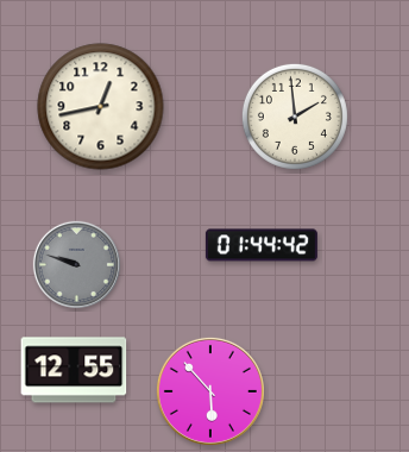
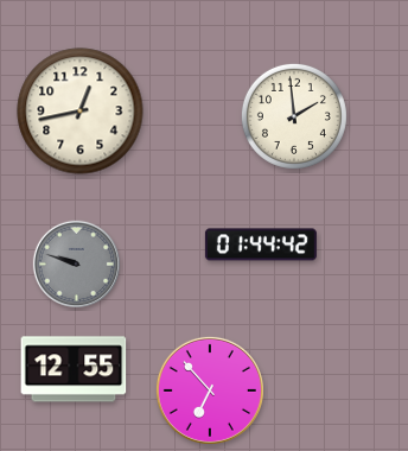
clock at (101, 107) position: (101, 107) -> (81, 112)
clock at (210, 391): 5:53 -> 6:53
